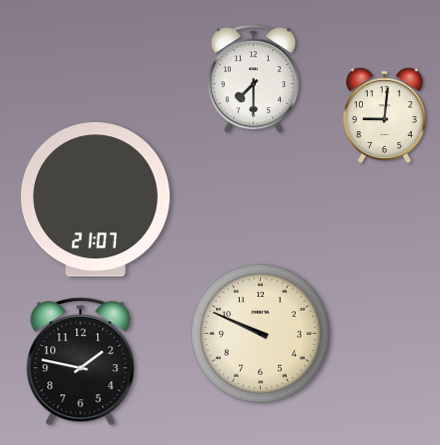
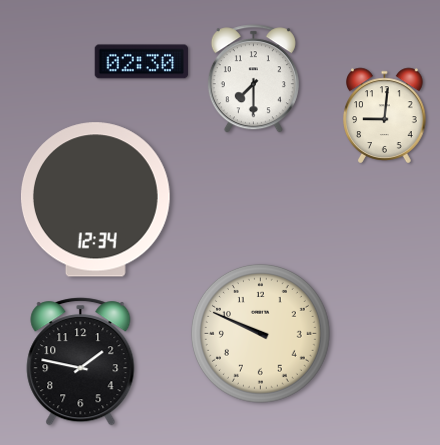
clock at (142, 62): none -> 02:30
clock at (95, 200): 21:07 -> 12:34
